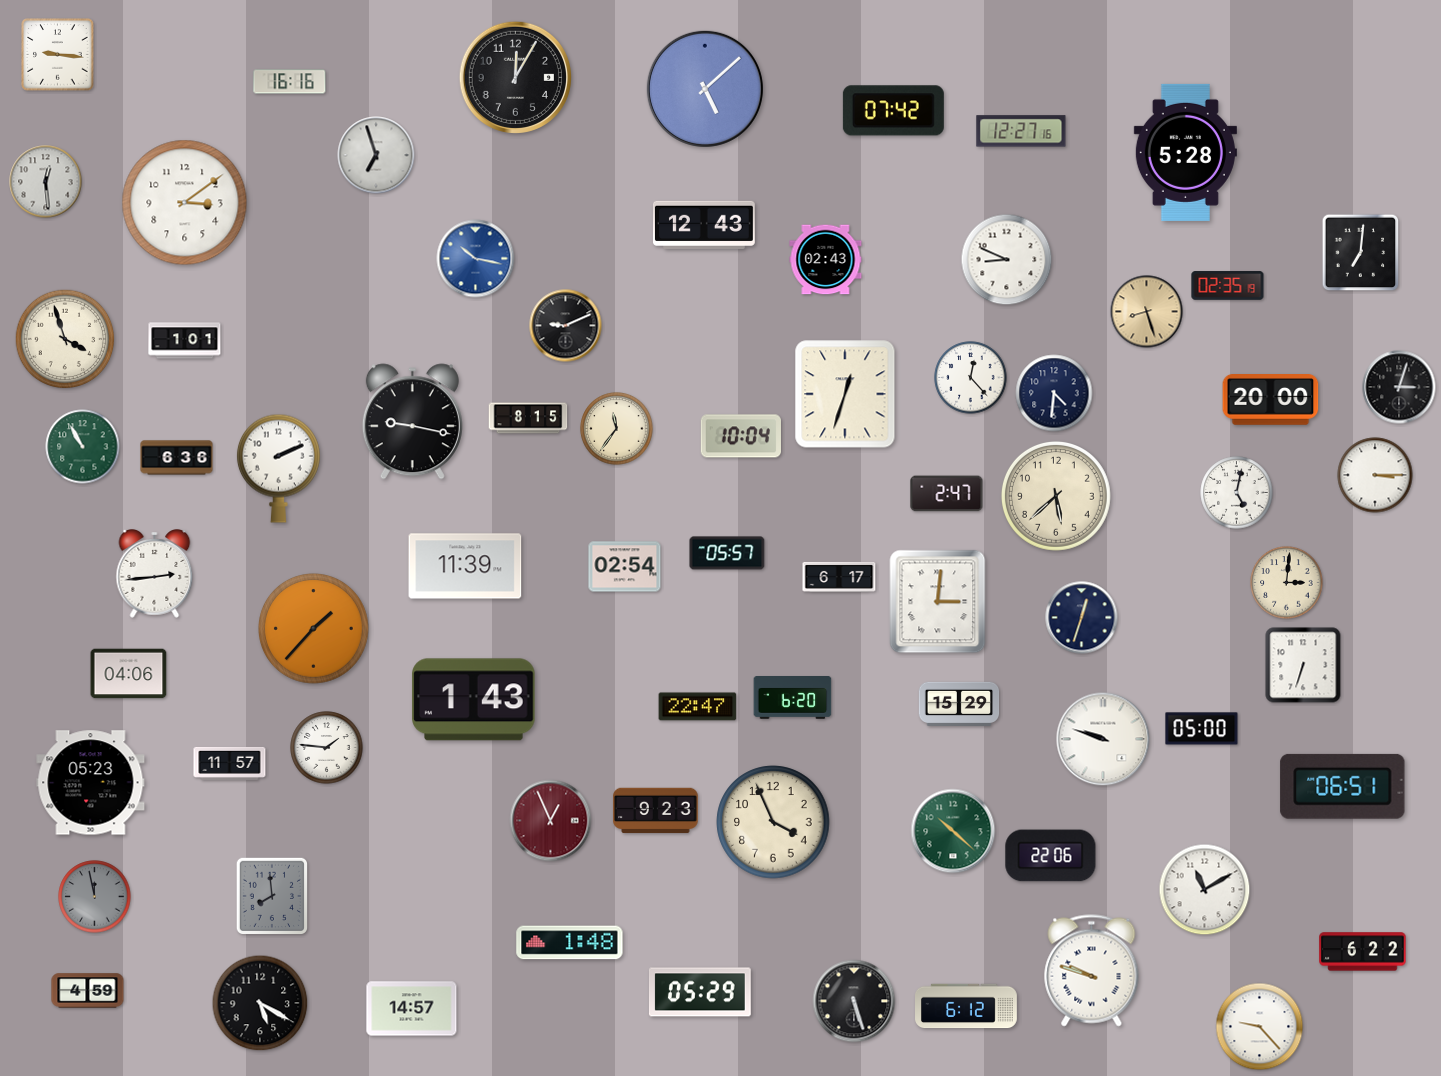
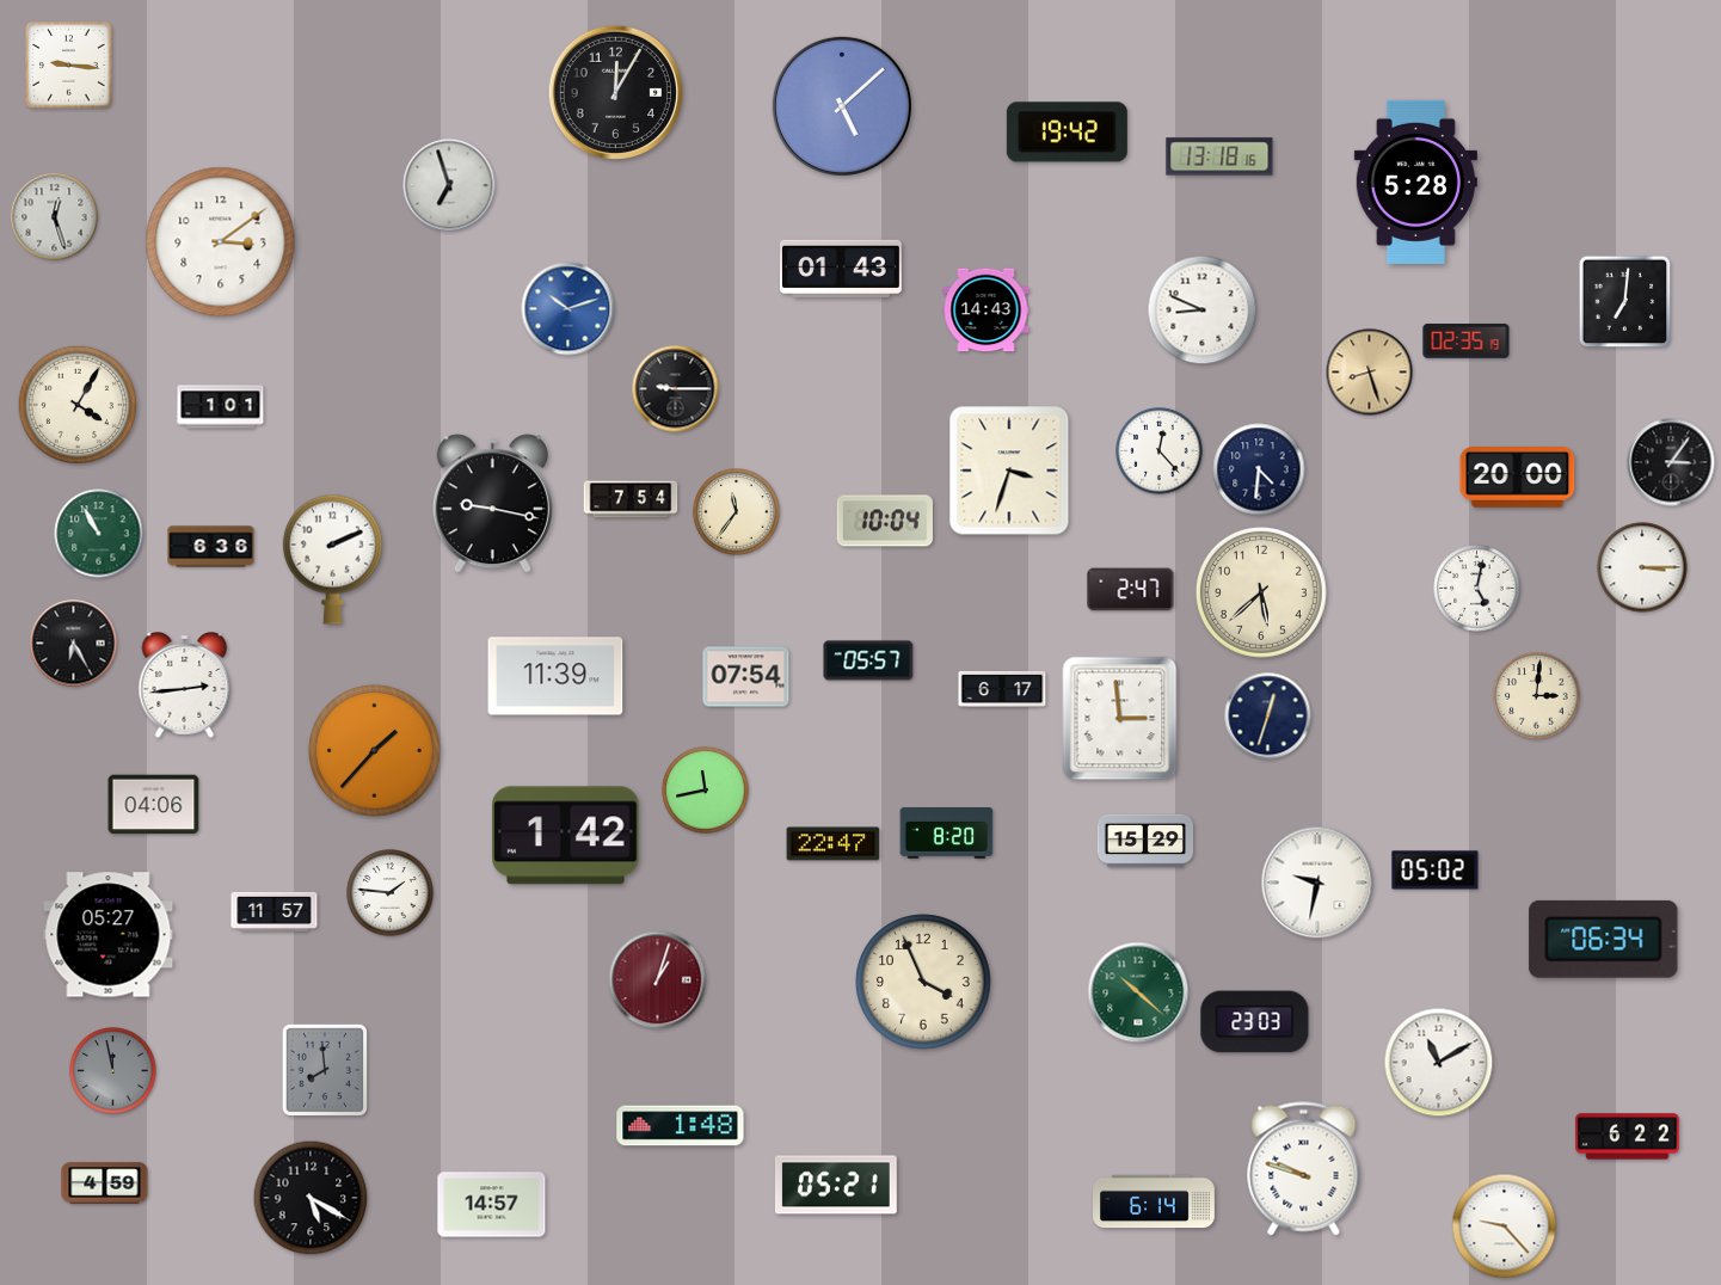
clock at (290, 82): 16:16 -> none
clock at (893, 111): 07:42 -> 19:42
clock at (1021, 131): 12:27 -> 13:18
clock at (46, 182): 12:29 -> 12:27
clock at (704, 225): 12:43 -> 01:43
clock at (476, 259): 10:17 -> 10:12
clock at (826, 260): 02:43 -> 14:43
clock at (566, 326): 9:11 -> 9:15
clock at (65, 339): 3:57 -> 4:05
clock at (1399, 387): 3:03 -> 3:06
clock at (845, 394): 12:33 -> 3:33
clock at (528, 418): 8:15 -> 7:54
clock at (74, 644): none -> 6:25
clock at (625, 567): 02:54 -> 07:54
clock at (938, 602): 3:01 -> 2:59
clock at (1082, 618) position: (1082, 618) -> (1268, 717)
clock at (706, 791): none -> 11:43
clock at (1303, 665): 6:33 -> none
clock at (793, 698): 6:20 -> 8:20
clock at (474, 700): 1:43 -> 1:42
clock at (1202, 729): 05:00 -> 05:02
clock at (1103, 739): 9:48 -> 9:32
clock at (91, 783): 05:23 -> 05:27
clock at (1343, 786): 06:51 -> 06:34
clock at (656, 811): 9:23 -> none
clock at (551, 821): 12:56 -> 1:03
clock at (1051, 856): 22:06 -> 23:03
clock at (1092, 971) position: (1092, 971) -> (1304, 1169)
clock at (700, 992): 05:29 -> 05:21
clock at (854, 1001): 5:27 -> none
clock at (967, 1006): 6:12 -> 6:14
